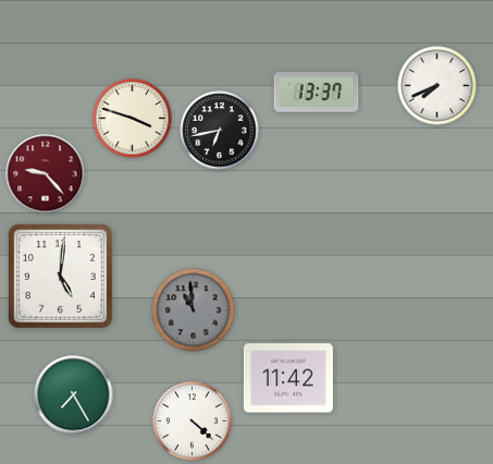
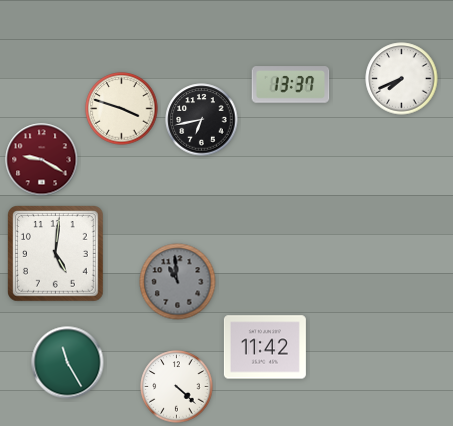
clock at (46, 174): 9:23 -> 9:20
clock at (194, 310) position: (194, 310) -> (178, 282)
clock at (74, 395): 7:25 -> 11:25
